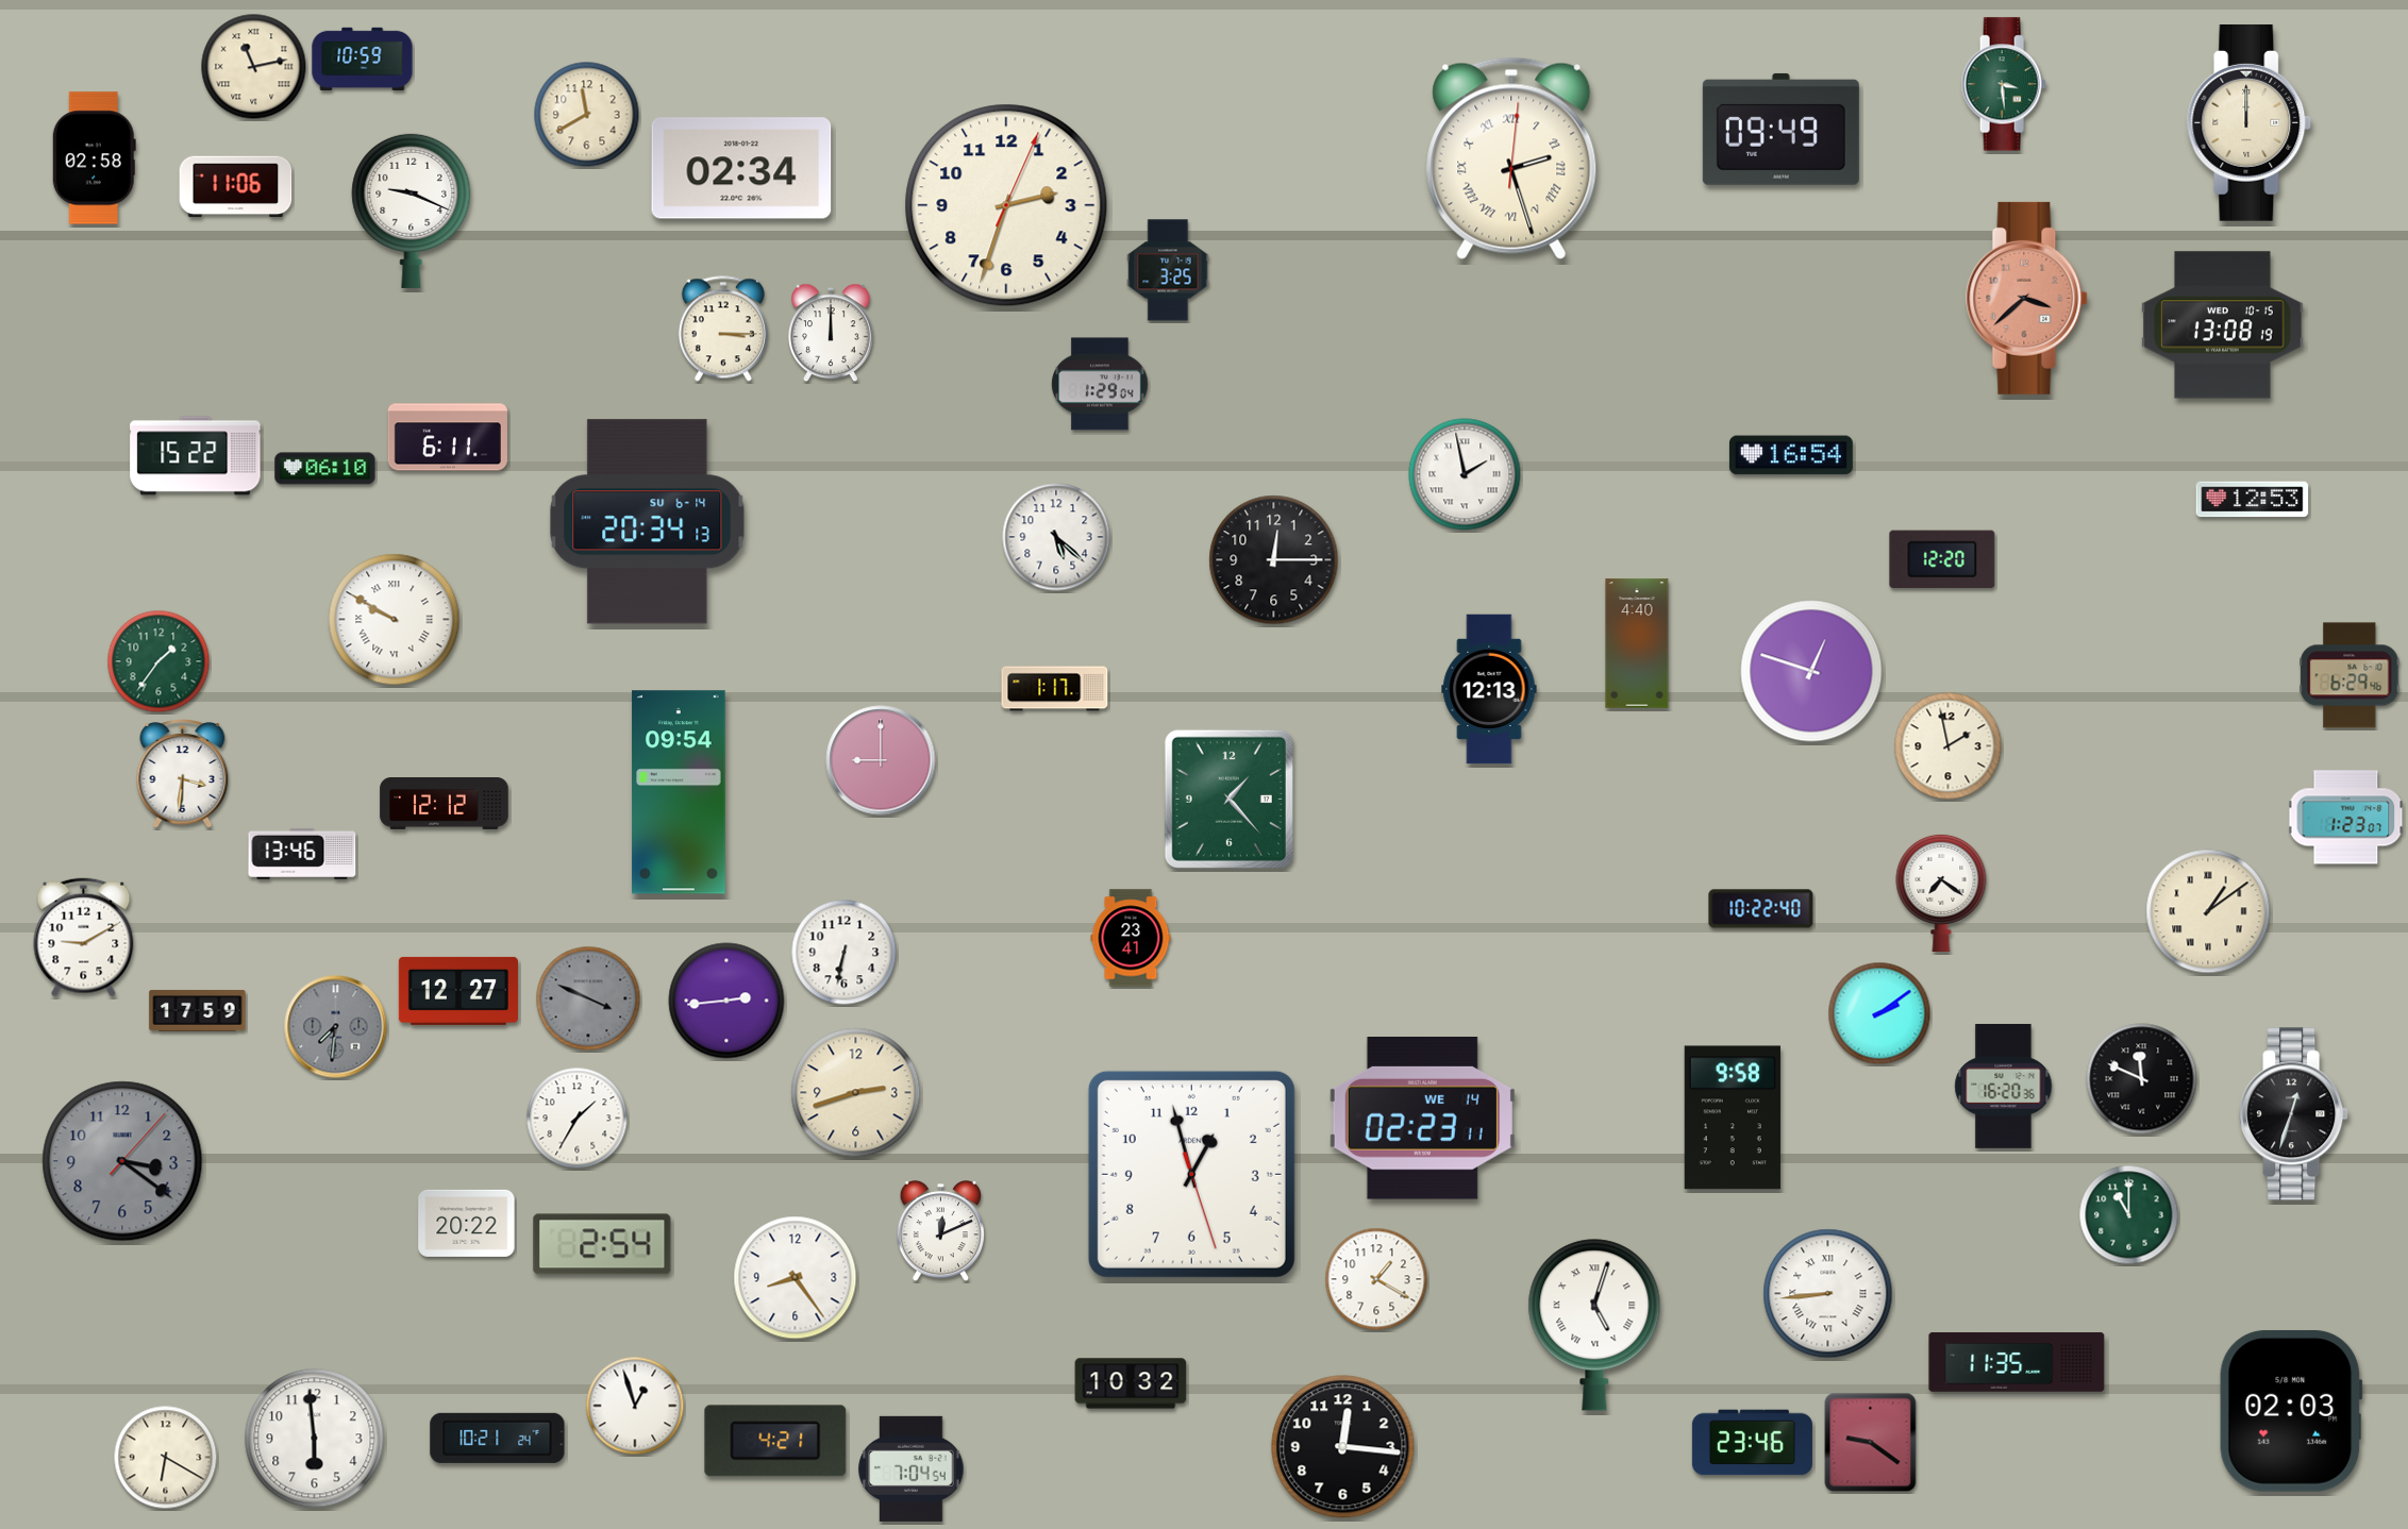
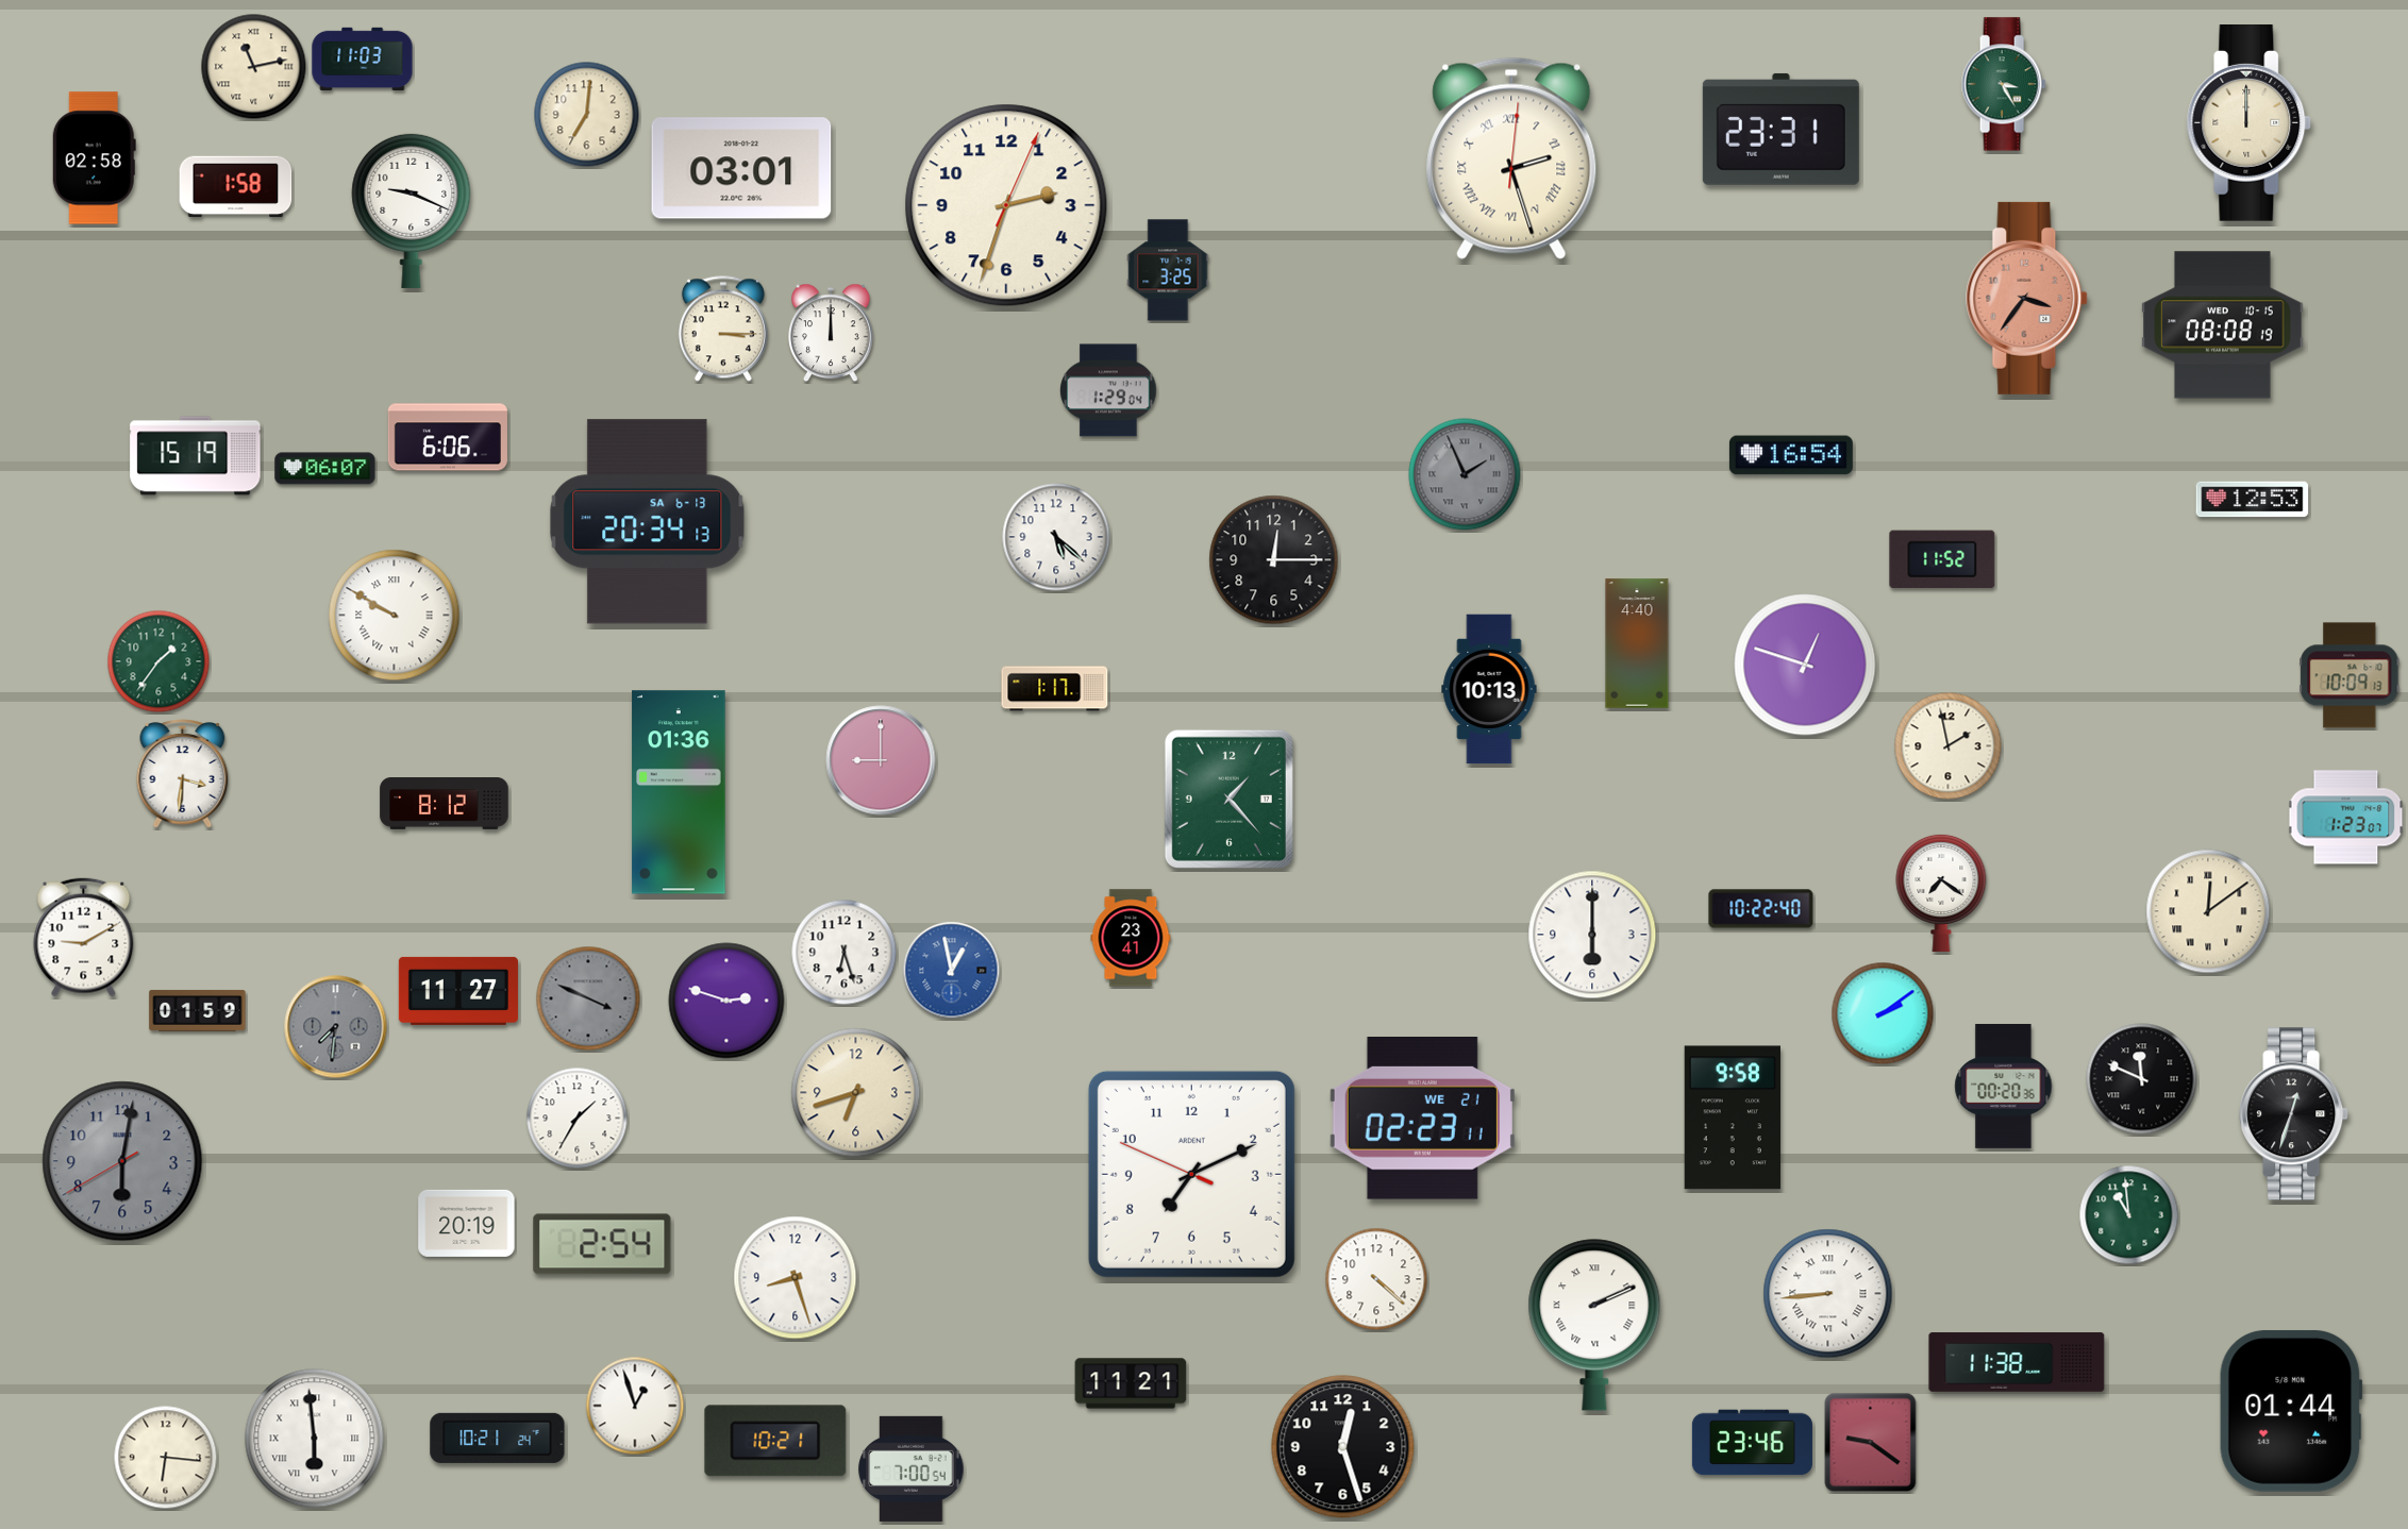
clock at (363, 58): 10:59 -> 11:03
clock at (2004, 84): 3:29 -> 3:25
clock at (587, 115): 11:40 -> 7:01
clock at (1780, 129): 09:49 -> 23:31
clock at (741, 168): 02:34 -> 03:01
clock at (236, 187): 11:06 -> 1:58
clock at (2027, 298): 3:38 -> 3:36
clock at (2223, 325): 13:08 -> 08:08
clock at (1100, 384) position: (1100, 384) -> (1108, 390)
clock at (448, 437): 6:11 -> 6:06
clock at (196, 456): 15:22 -> 15:19
clock at (325, 469): 06:10 -> 06:07
clock at (1465, 474): 1:58 -> 1:56
clock at (1465, 474) dial: white -> grey
clock at (648, 522) date: SU 6-14 -> SA 6-13
clock at (1942, 559): 12:20 -> 11:52
clock at (395, 620) position: (395, 620) -> (395, 616)
clock at (1811, 671) position: (1811, 671) -> (1805, 665)
clock at (2350, 675): 6:29 -> 10:09
clock at (1489, 689): 12:13 -> 10:13
clock at (679, 792): 09:54 -> 01:36
clock at (445, 804): 12:12 -> 8:12
clock at (302, 854): 13:46 -> none
clock at (2208, 911): 1:09 -> 12:09
clock at (1592, 935): none -> 6:00
clock at (845, 953): 6:32 -> 6:27
clock at (952, 971): none -> 12:58
clock at (458, 991): 12:27 -> 11:27
clock at (726, 1001): 2:44 -> 2:48
clock at (198, 1010): 17:59 -> 01:59
clock at (1879, 1013) position: (1879, 1013) -> (1883, 1013)
clock at (2004, 1086): 16:20 -> 00:20
clock at (856, 1093): 2:42 -> 6:42
clock at (1422, 1119) date: WE 14 -> WE 21
clock at (122, 1161): 3:21 -> 6:01
clock at (1191, 1174): 12:57 -> 7:10
clock at (2129, 1215): 11:00 -> 10:59
clock at (467, 1223): 20:22 -> 20:19
clock at (940, 1232): 12:11 -> none
clock at (796, 1278): 8:24 -> 8:27
clock at (1376, 1279): 1:20 -> 4:22
clock at (1594, 1325): 5:03 -> 2:11
clock at (2017, 1362): 11:35 -> 11:38
clock at (1131, 1383): 10:32 -> 11:21
clock at (2291, 1411): 02:03 -> 01:44
clock at (315, 1439) numerals: Arabic -> Roman
clock at (775, 1441): 4:21 -> 10:21
clock at (1343, 1447): 12:16 -> 12:27
clock at (166, 1458): 6:20 -> 6:16
clock at (912, 1468): 7:04 -> 7:00
